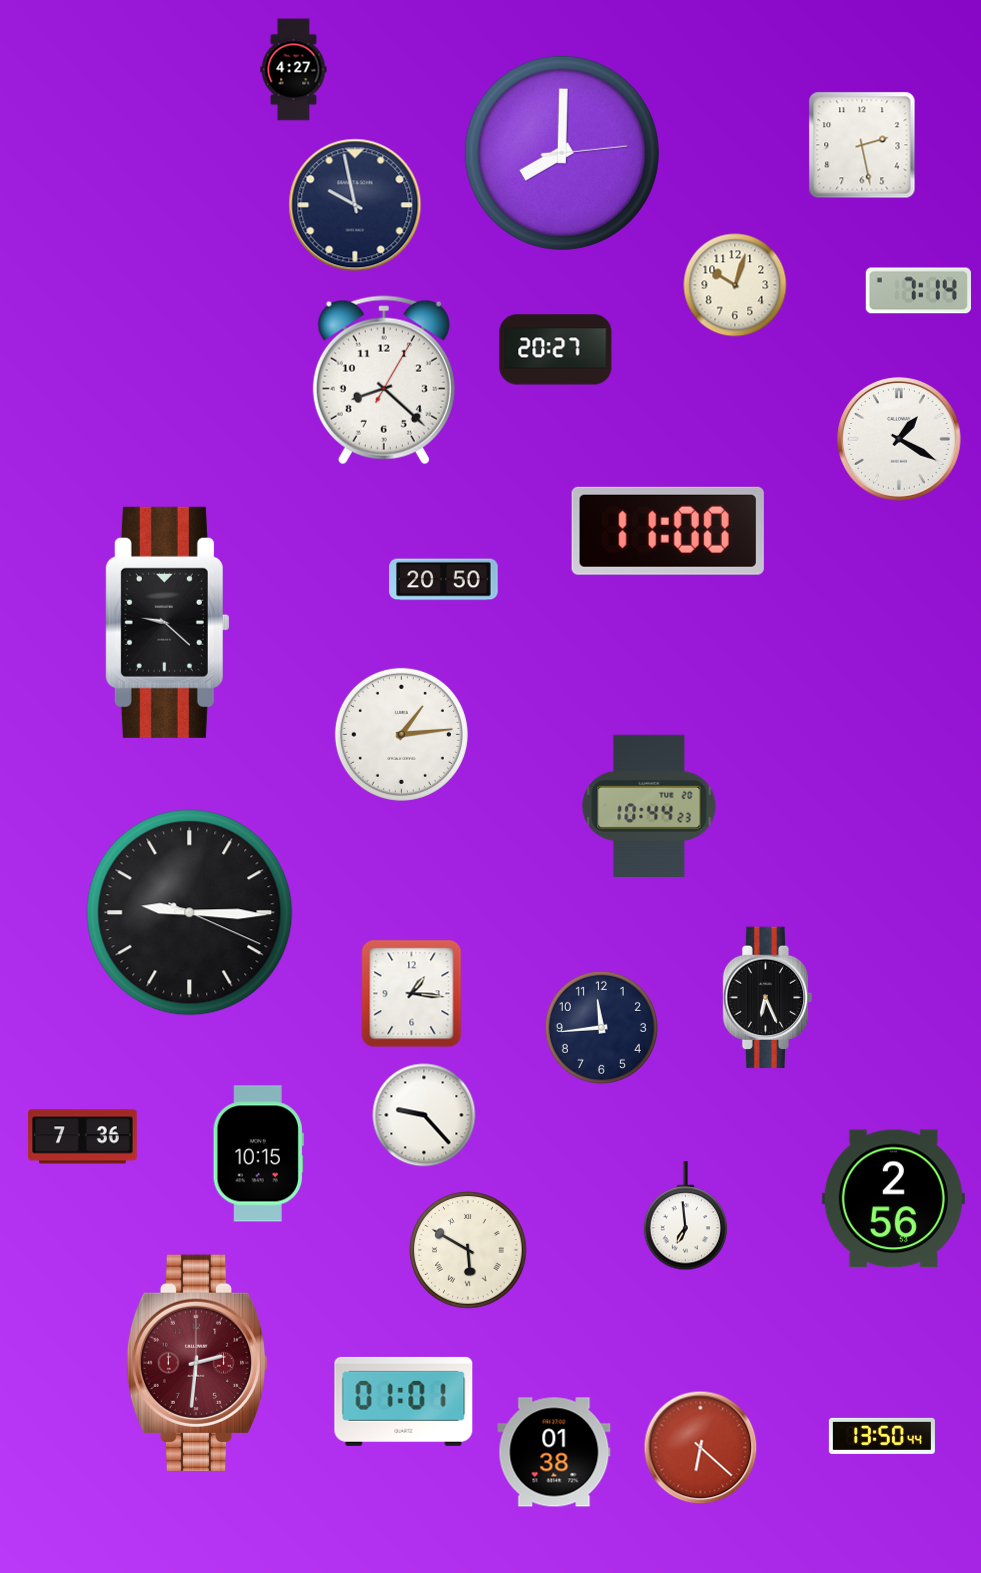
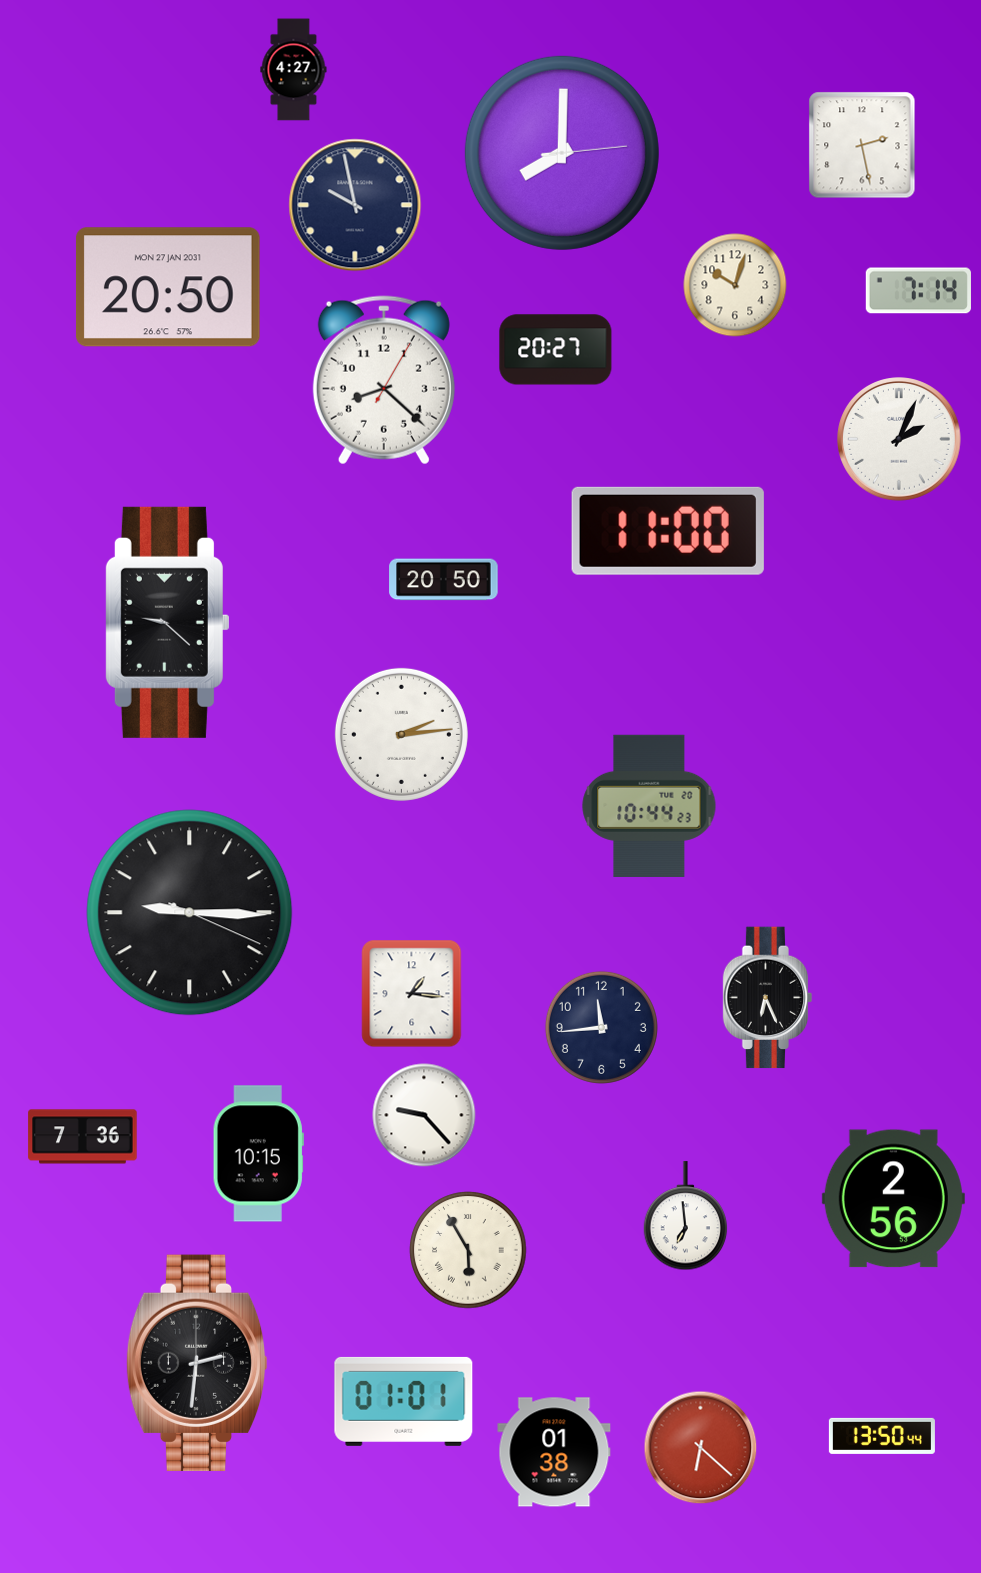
clock at (168, 287): none -> 20:50
clock at (900, 440): 1:20 -> 2:04
clock at (401, 734): 1:14 -> 2:14
clock at (468, 1250): 5:50 -> 5:55
clock at (197, 1363) dial: burgundy -> black
